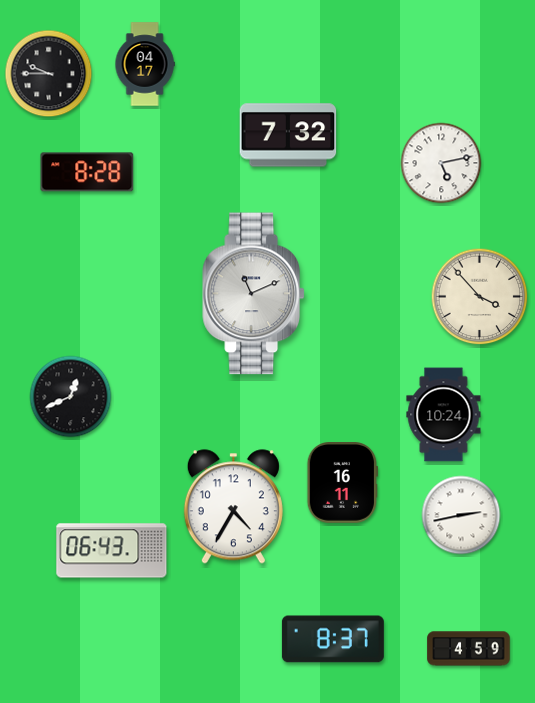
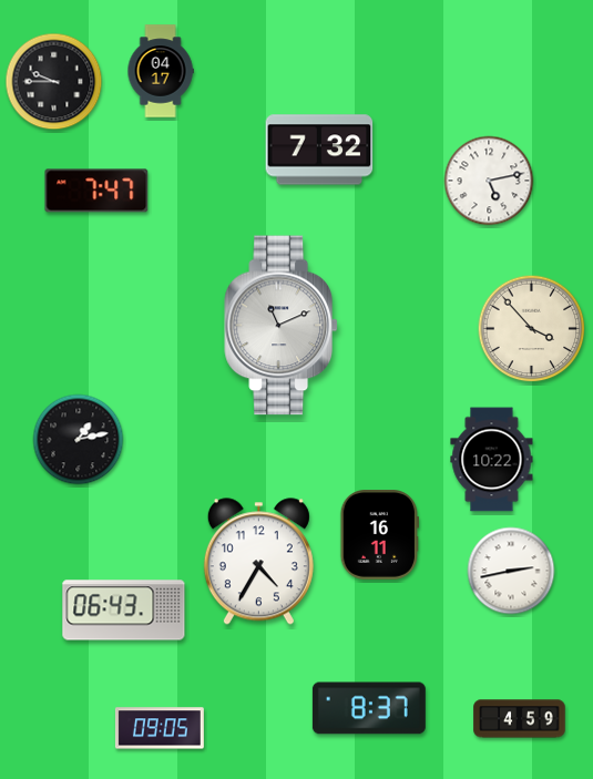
clock at (87, 172): 8:28 -> 7:47
clock at (71, 397): 12:41 -> 1:13
clock at (444, 415): 10:24 -> 10:22
clock at (160, 728): none -> 09:05
